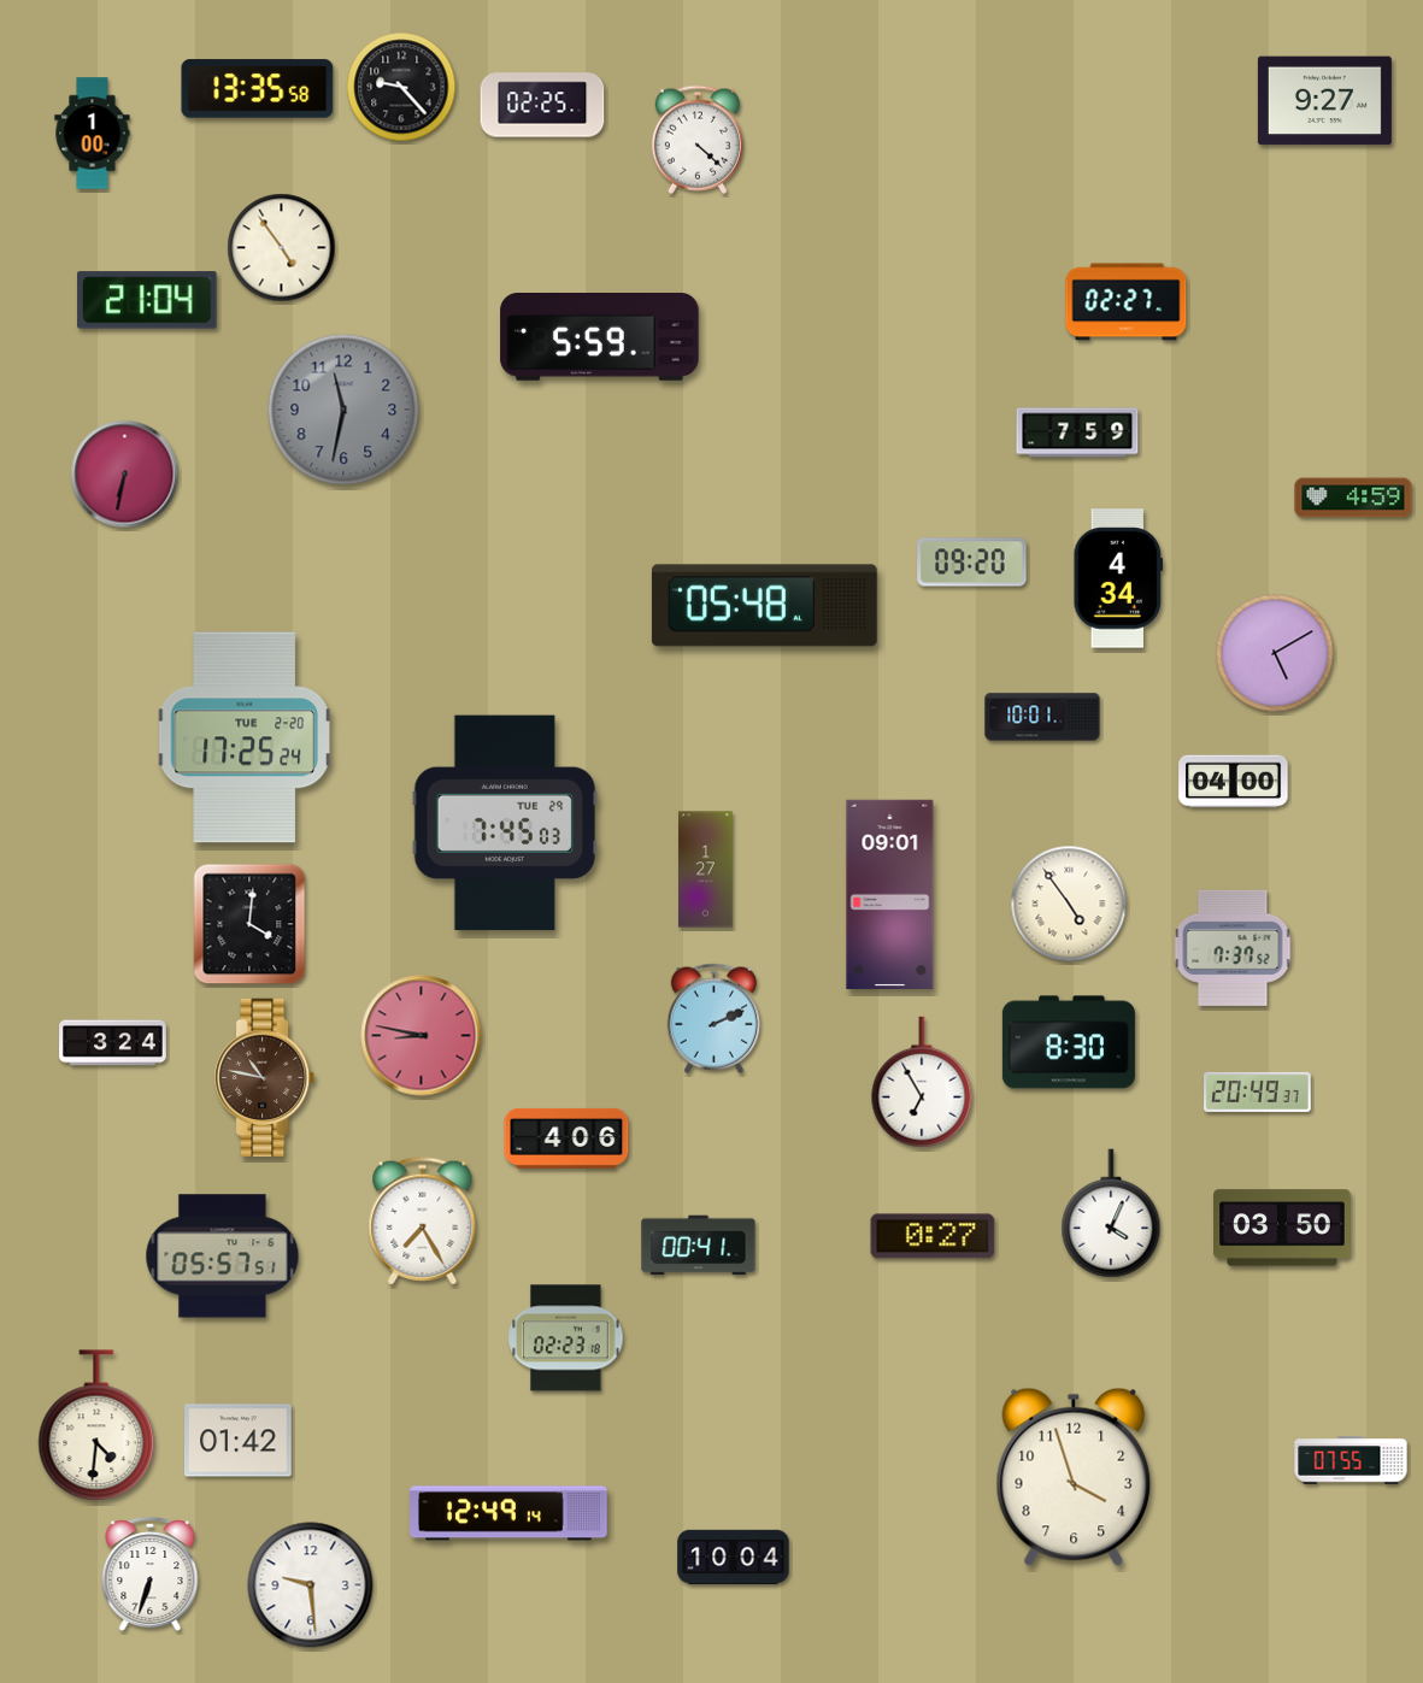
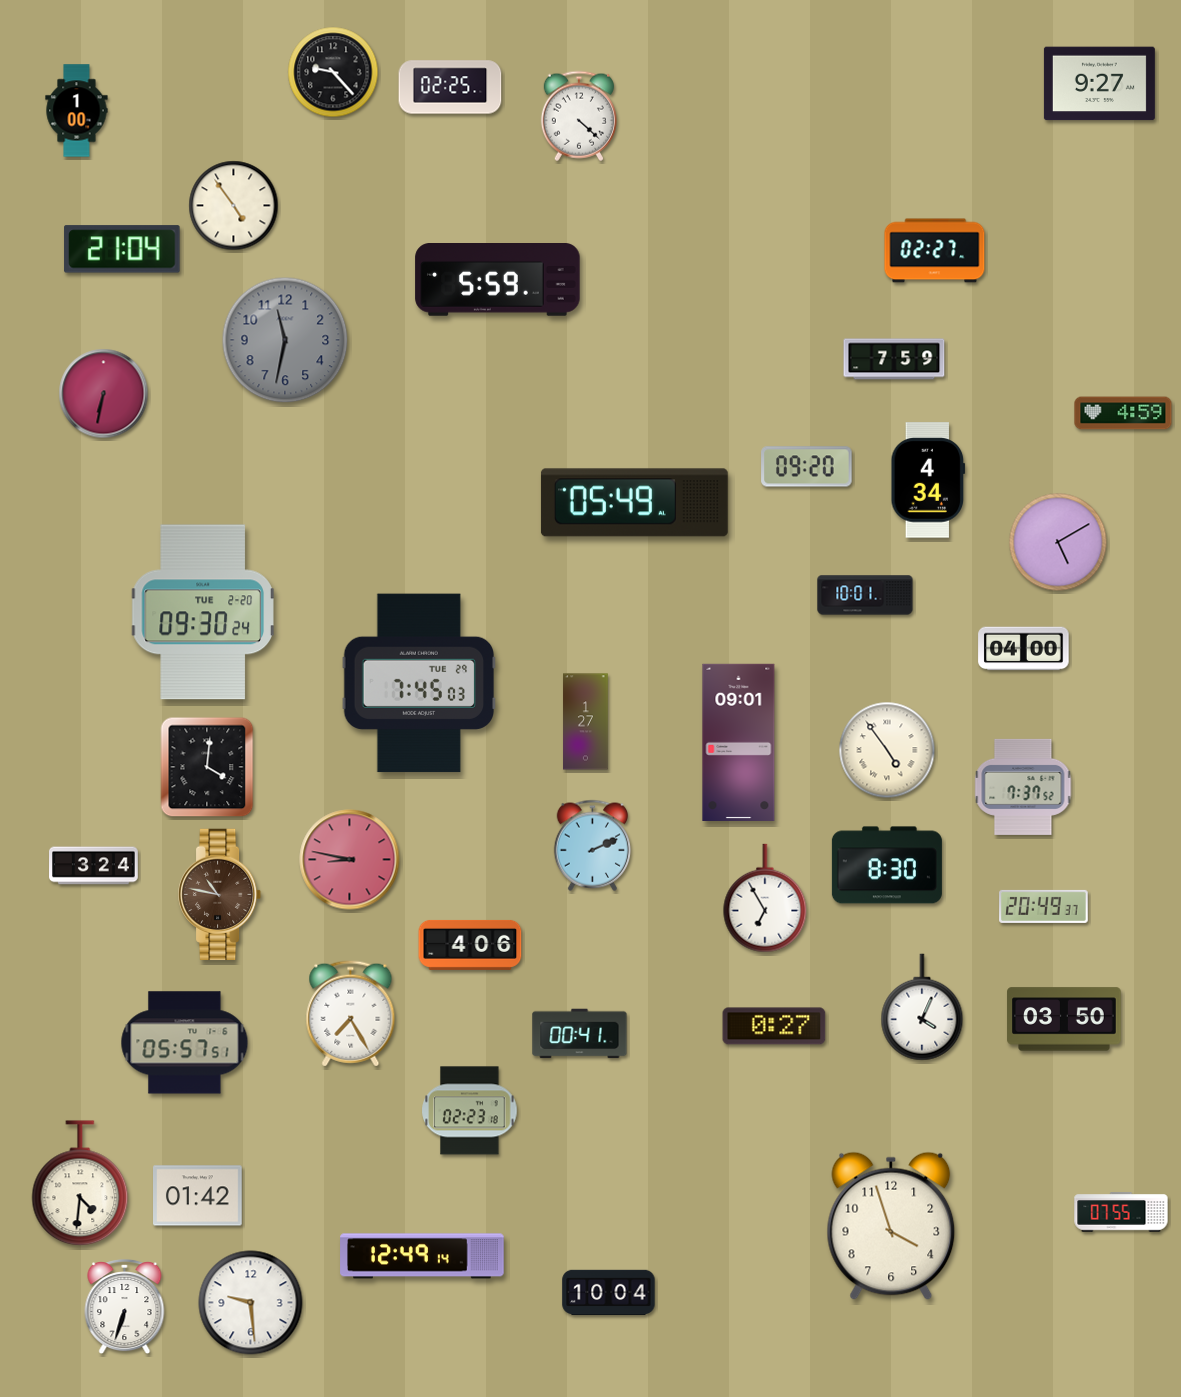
clock at (258, 89): 13:35 -> none
clock at (764, 606): 05:48 -> 05:49
clock at (245, 737): 17:25 -> 09:30
clock at (311, 1585) position: (311, 1585) -> (251, 1303)
